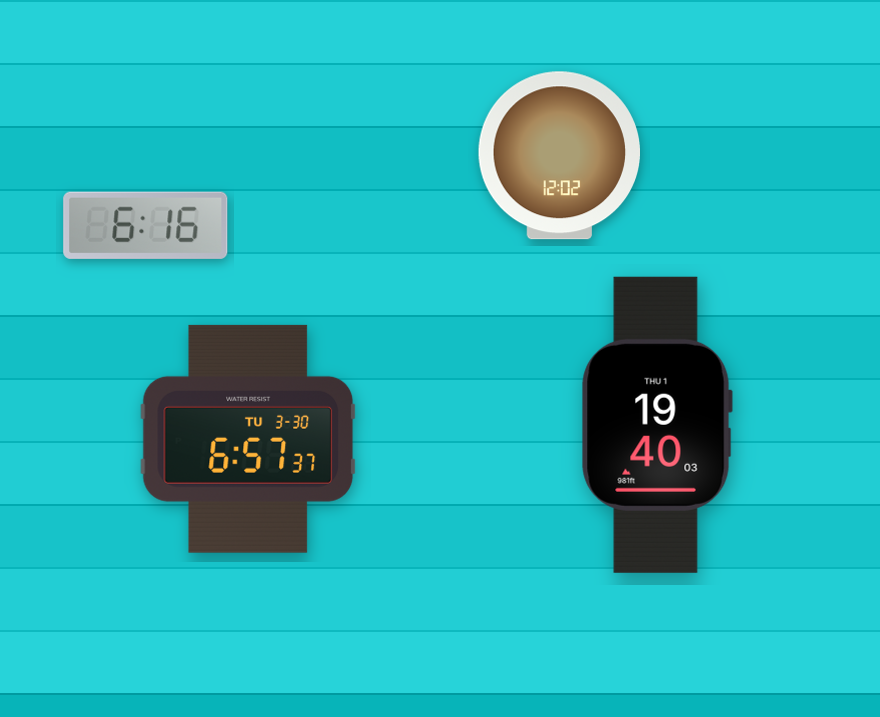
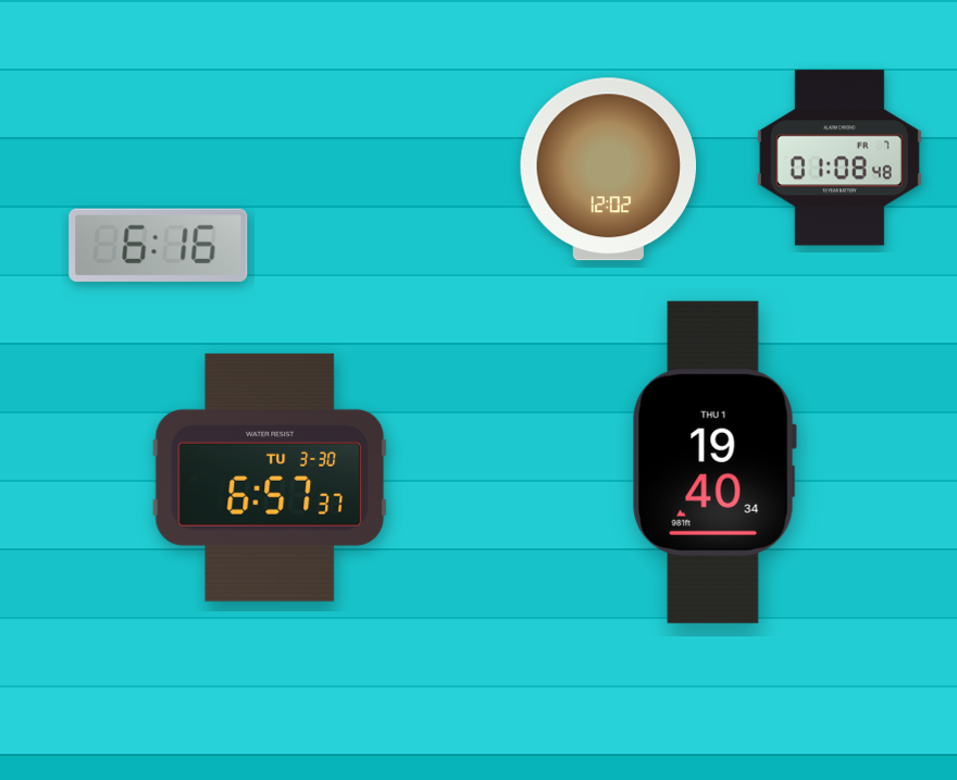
clock at (840, 158): none -> 01:08
clock at (657, 425): 19:40:03 -> 19:40:34
